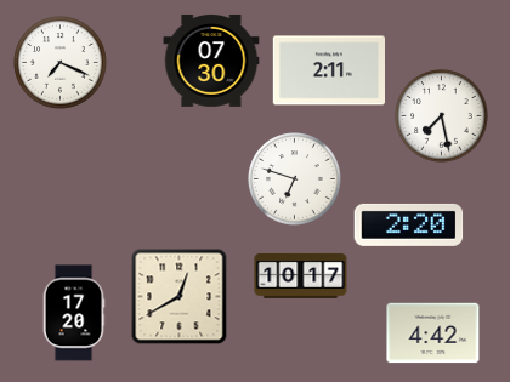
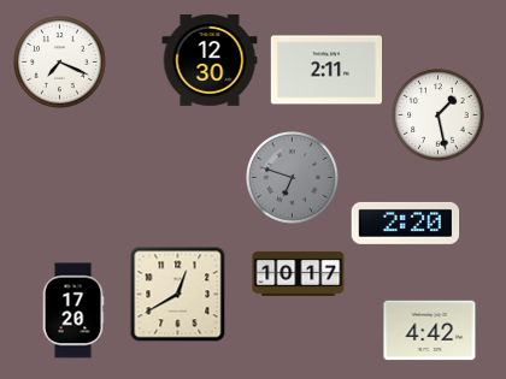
clock at (211, 61): 07:30 -> 12:30
clock at (442, 116): 7:28 -> 1:28
clock at (295, 179) dial: white -> grey
